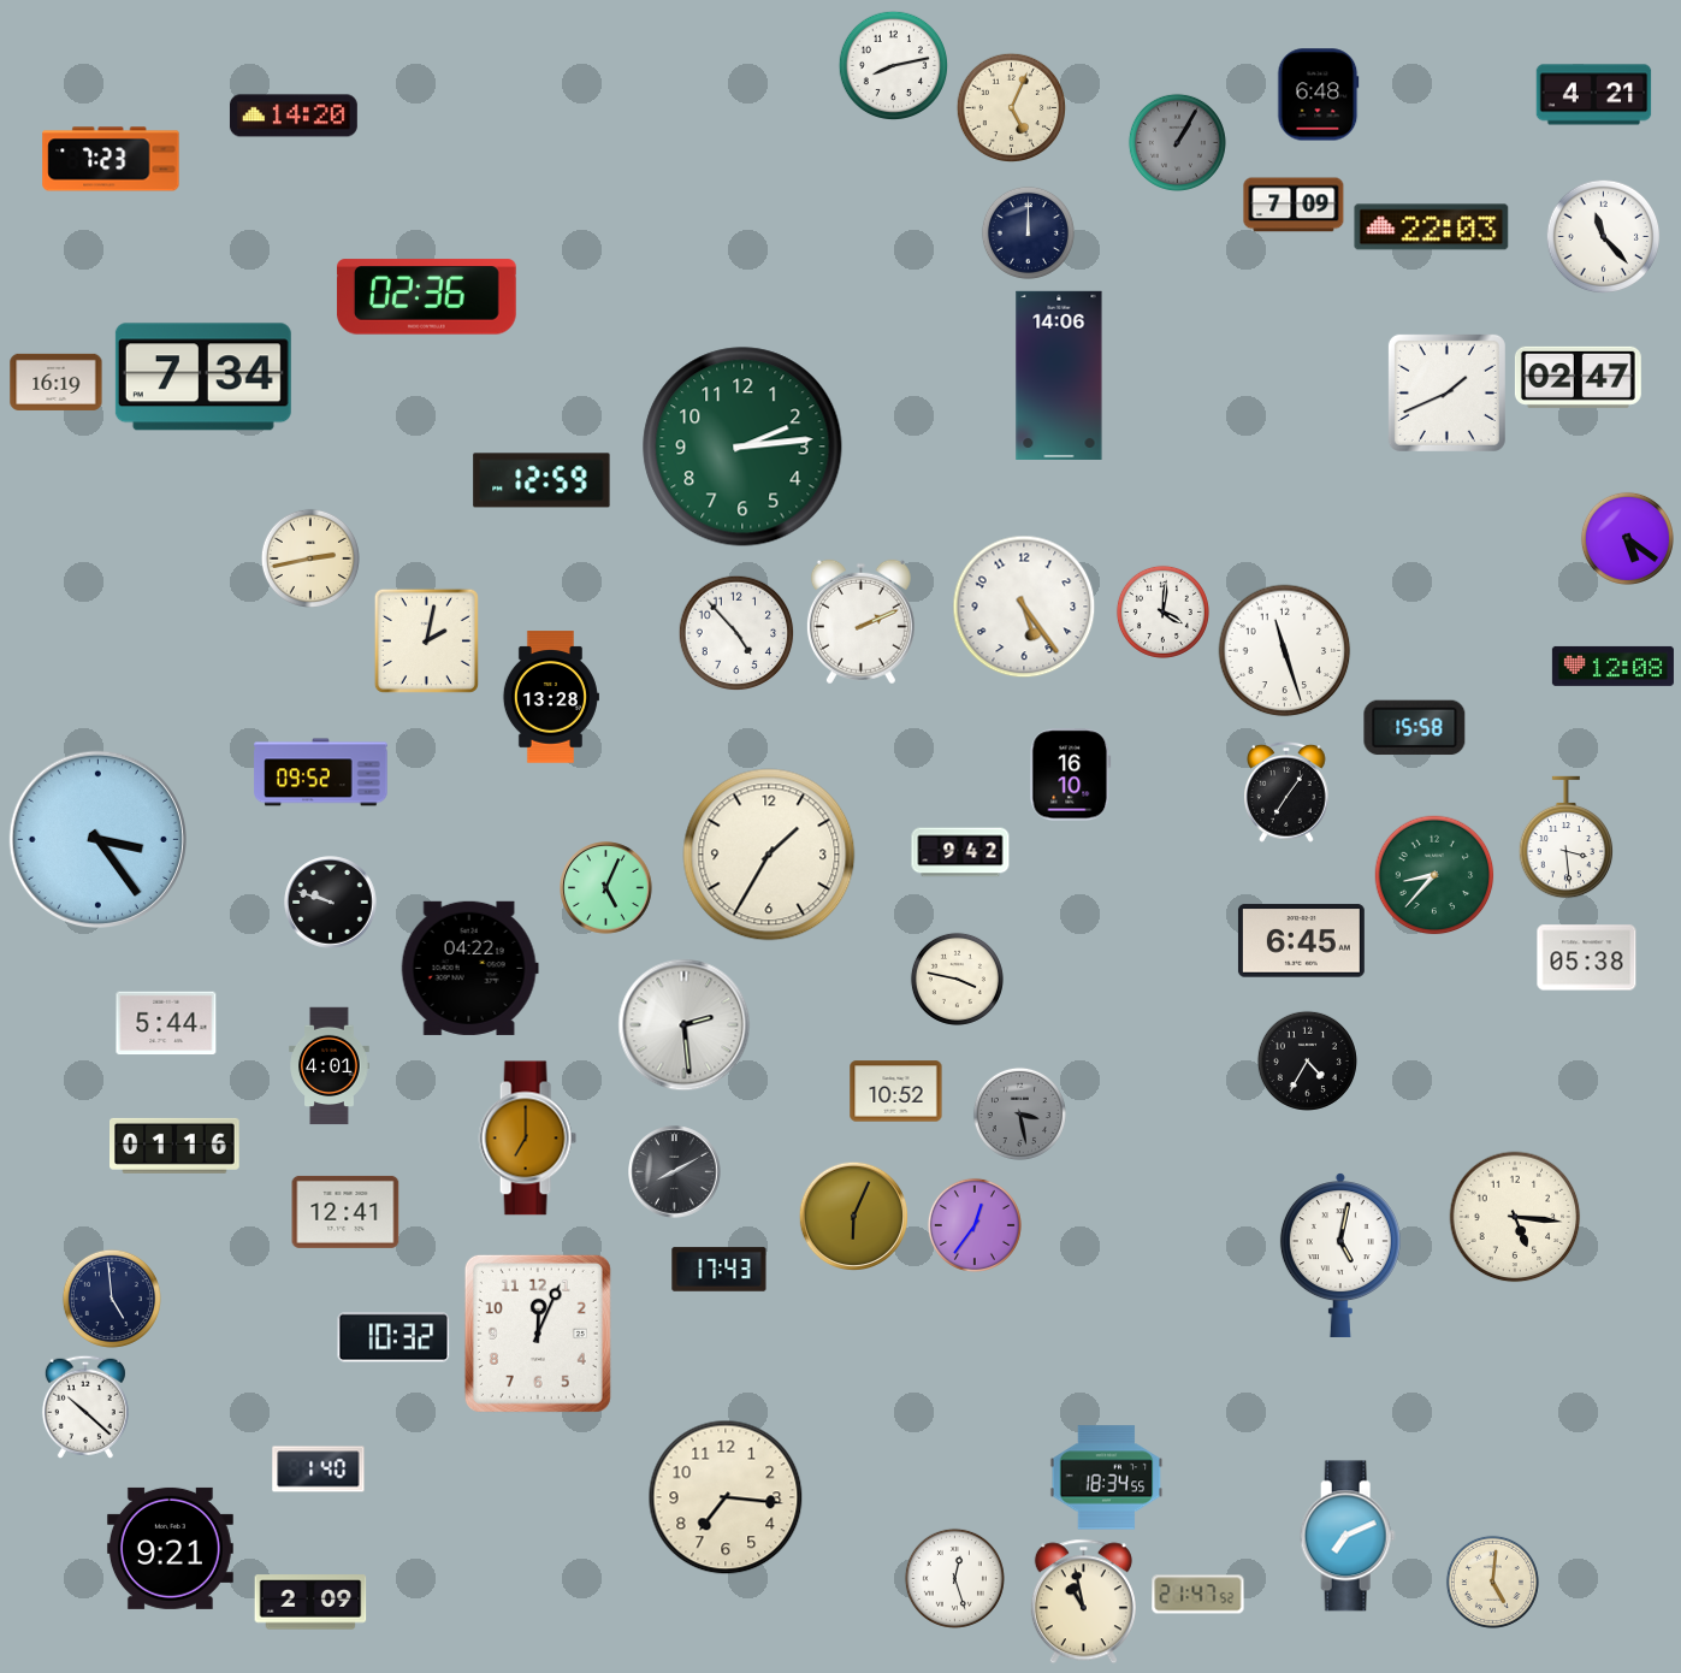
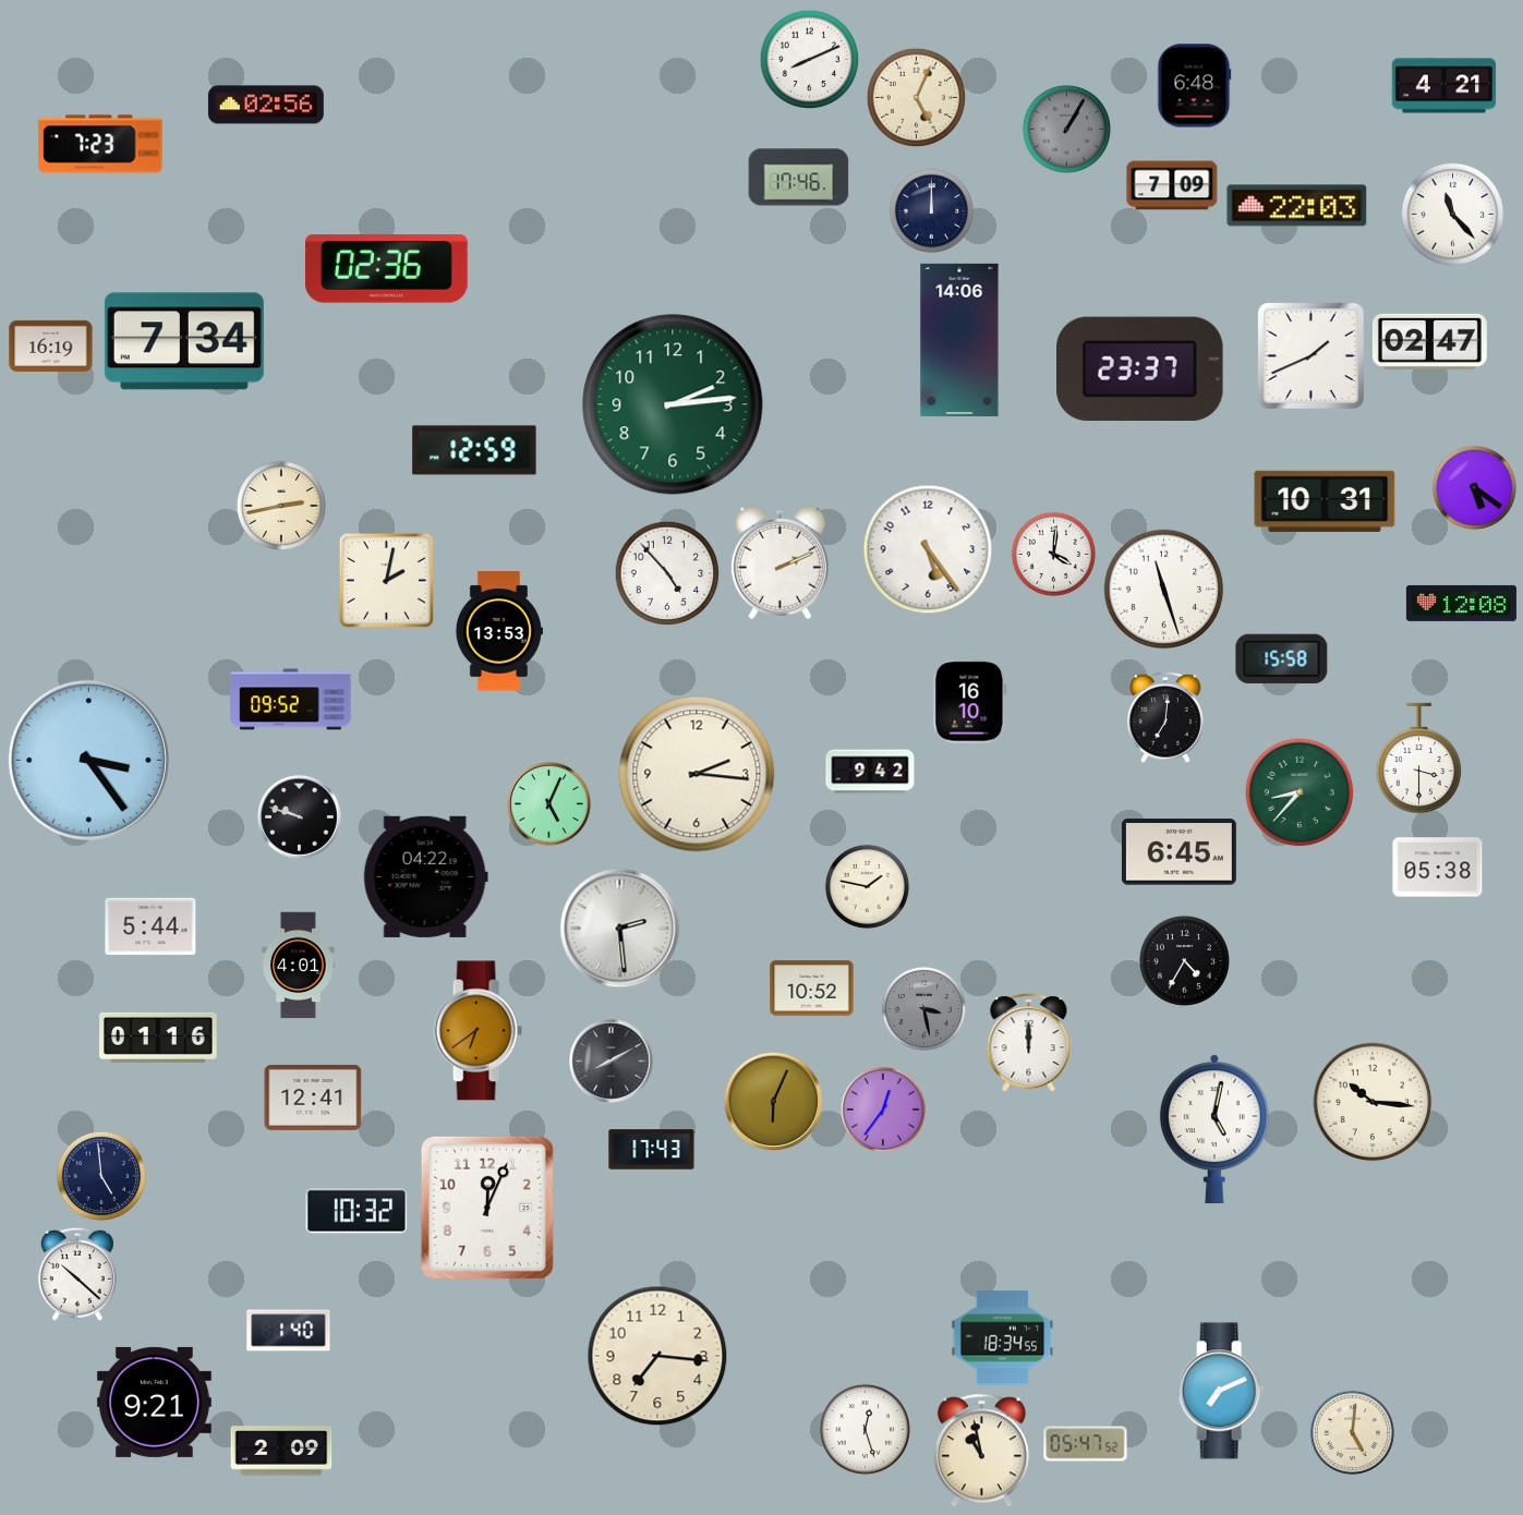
clock at (893, 65): 8:13 -> 8:11
clock at (294, 116): 14:20 -> 02:56
clock at (799, 178): none -> 17:46
clock at (1140, 369): none -> 23:37
clock at (541, 480) position: (541, 480) -> (474, 450)
clock at (1325, 501): none -> 10:31
clock at (550, 697): 13:28 -> 13:53
clock at (1288, 792): 7:06 -> 7:01
clock at (1567, 838): 3:29 -> 3:30
clock at (769, 855): 1:35 -> 2:16
clock at (957, 979): 3:47 -> 1:47
clock at (527, 1139): 7:00 -> 6:39
clock at (1029, 1043): none -> 12:00
clock at (1515, 1217): 5:16 -> 10:16
clock at (1340, 1255) position: (1340, 1255) -> (1214, 1129)
clock at (1198, 1595): 21:47 -> 05:47
